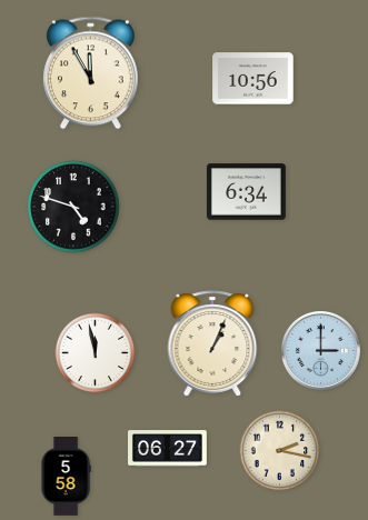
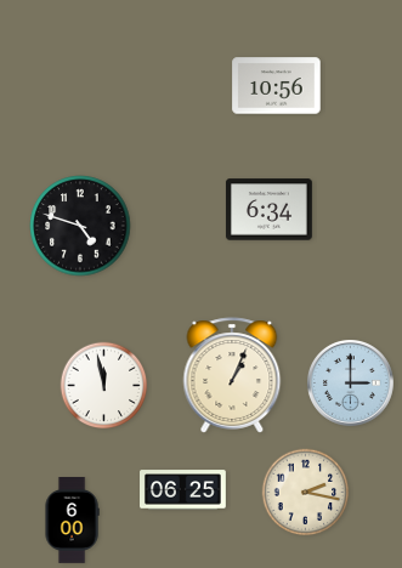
clock at (91, 73): 11:55 -> none
clock at (168, 449): 06:27 -> 06:25
clock at (66, 477): 5:58 -> 6:00
